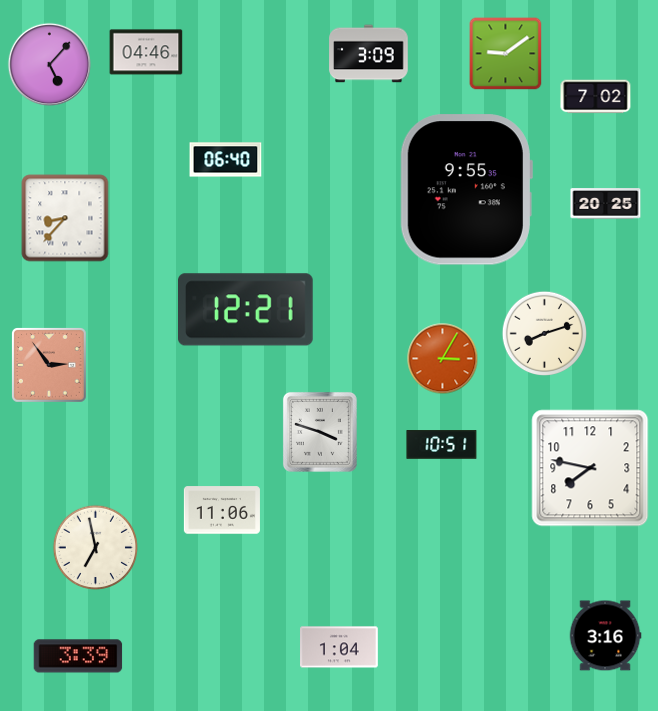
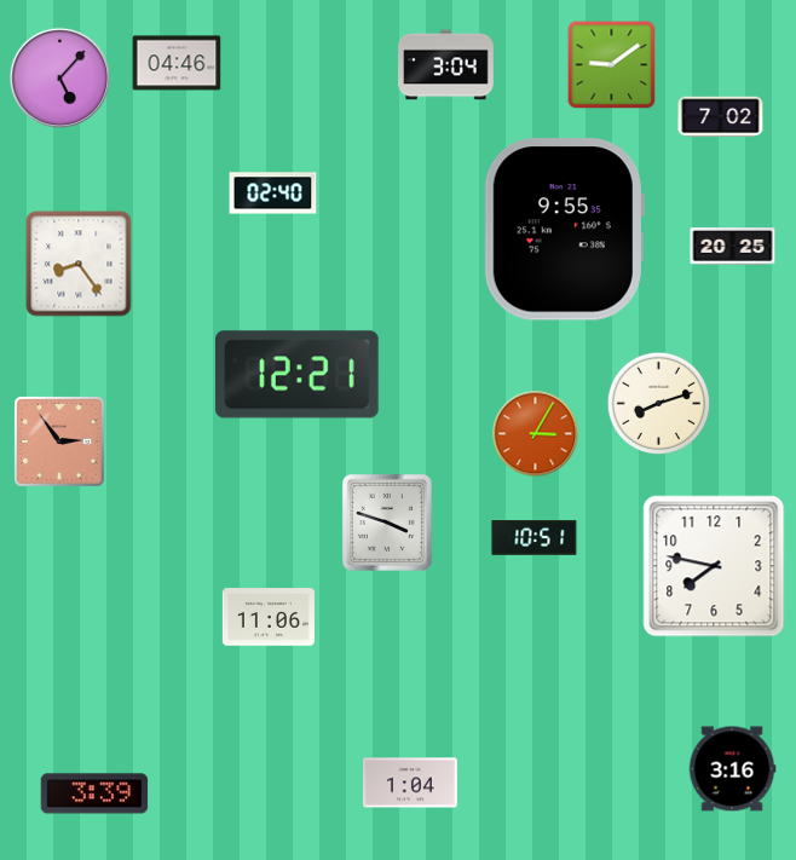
clock at (369, 54): 3:09 -> 3:04
clock at (226, 160): 06:40 -> 02:40
clock at (65, 218): 8:37 -> 8:24
clock at (95, 547): 6:58 -> none
